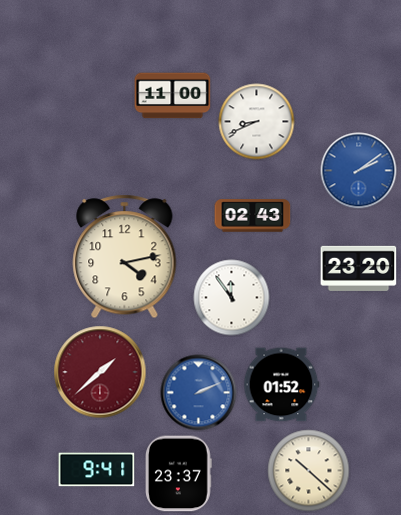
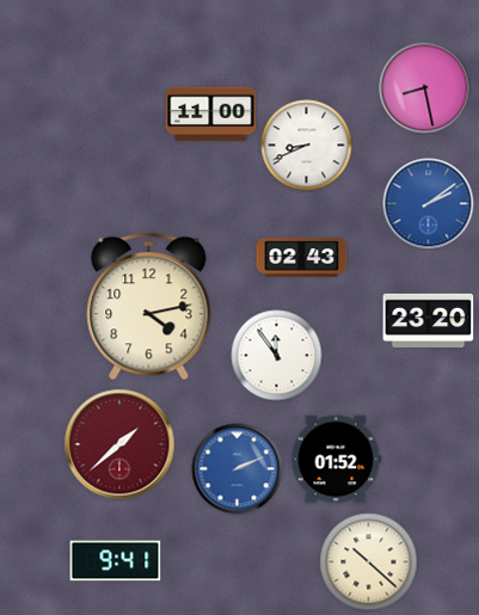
clock at (425, 88): none -> 8:28
clock at (173, 96) position: (173, 96) -> (211, 115)
clock at (179, 474): 23:37 -> none
